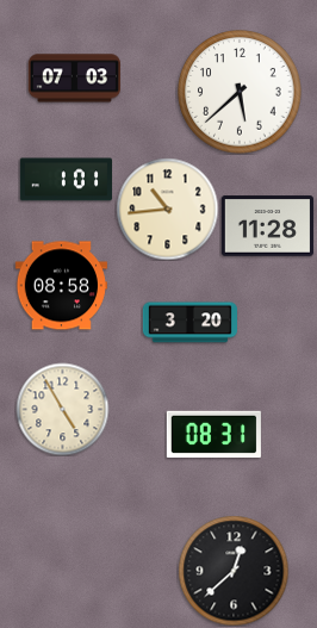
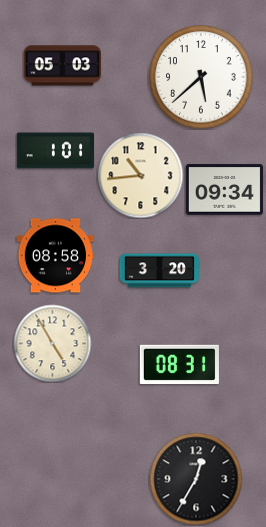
clock at (74, 79): 07:03 -> 05:03
clock at (267, 226): 11:28 -> 09:34
clock at (61, 286) position: (61, 286) -> (55, 256)
clock at (234, 571): 12:38 -> 12:35
